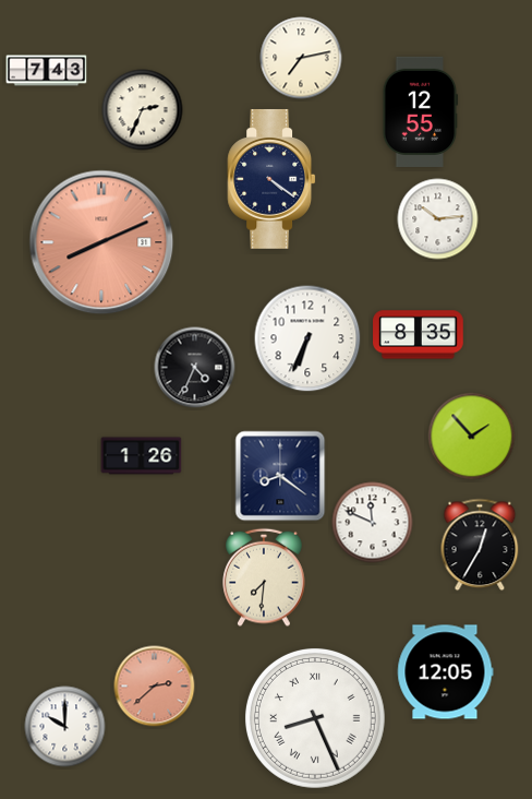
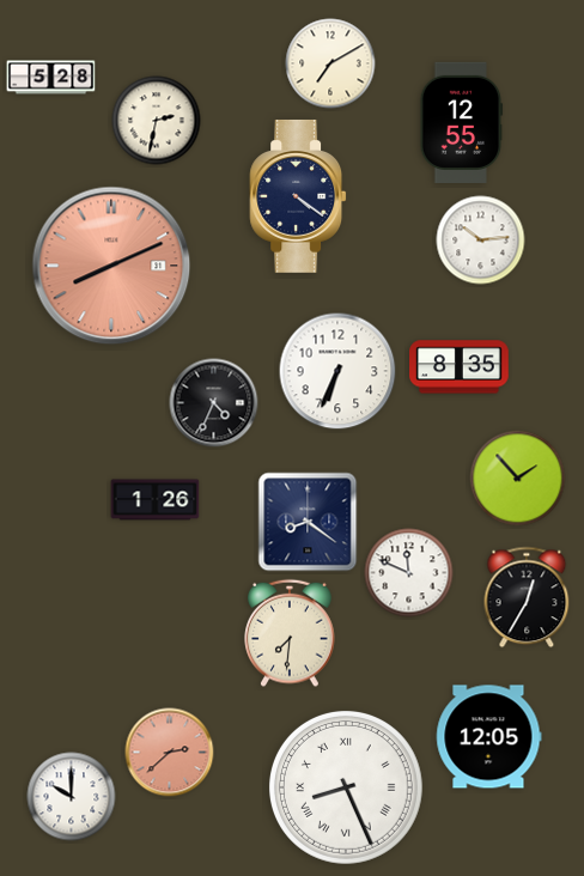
clock at (301, 58): 7:13 -> 7:10
clock at (47, 71): 7:43 -> 5:28
clock at (143, 110): 2:34 -> 2:32
